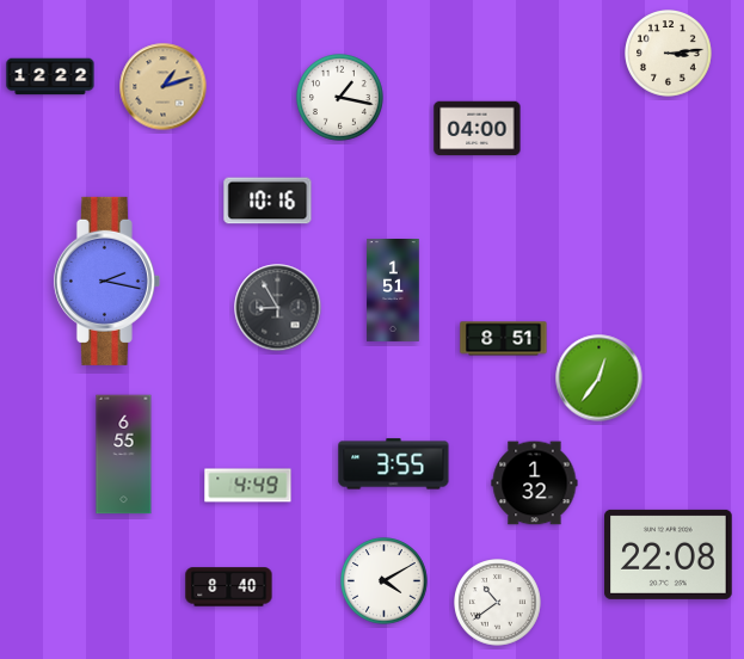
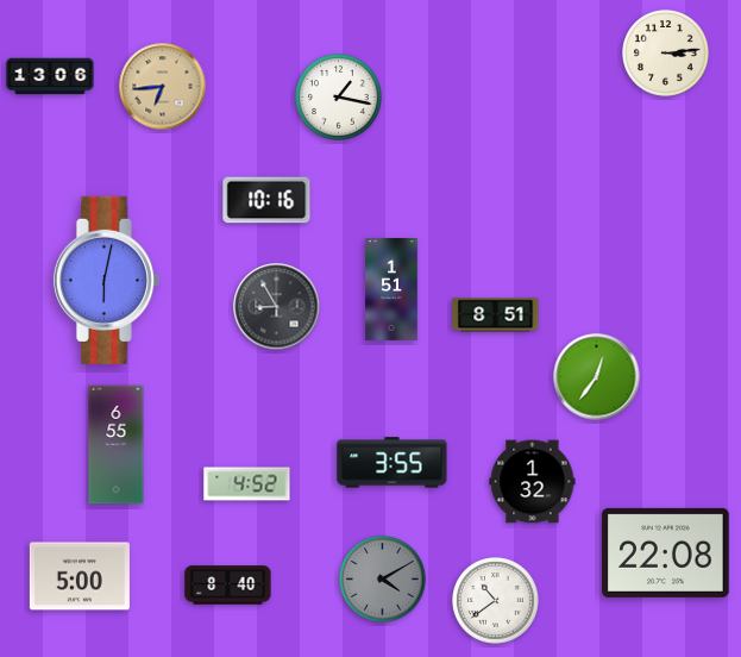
clock at (50, 76): 12:22 -> 13:06
clock at (164, 87): 1:12 -> 6:44
clock at (478, 129): 04:00 -> none
clock at (106, 281): 2:17 -> 6:02
clock at (504, 339) position: (504, 339) -> (496, 315)
clock at (124, 455) position: (124, 455) -> (117, 445)
clock at (248, 486): 4:49 -> 4:52
clock at (80, 576): none -> 5:00
clock at (385, 581) dial: white -> grey
